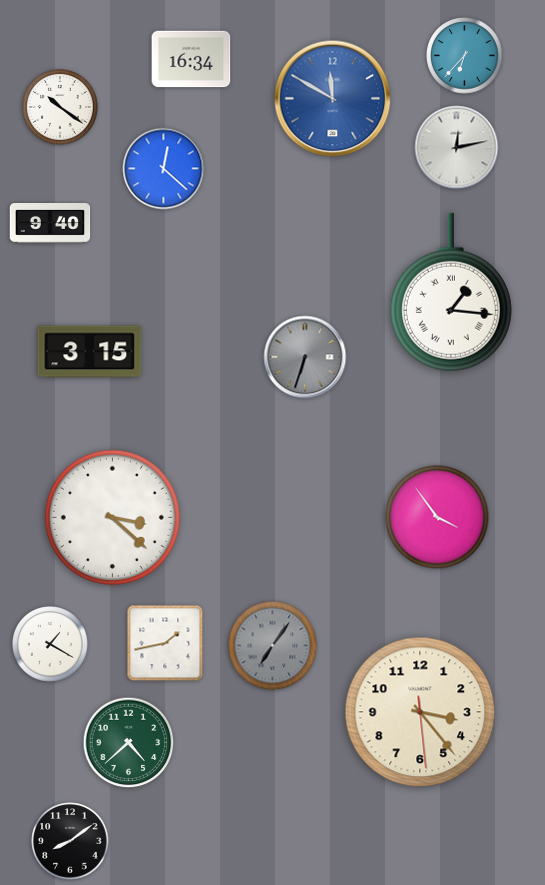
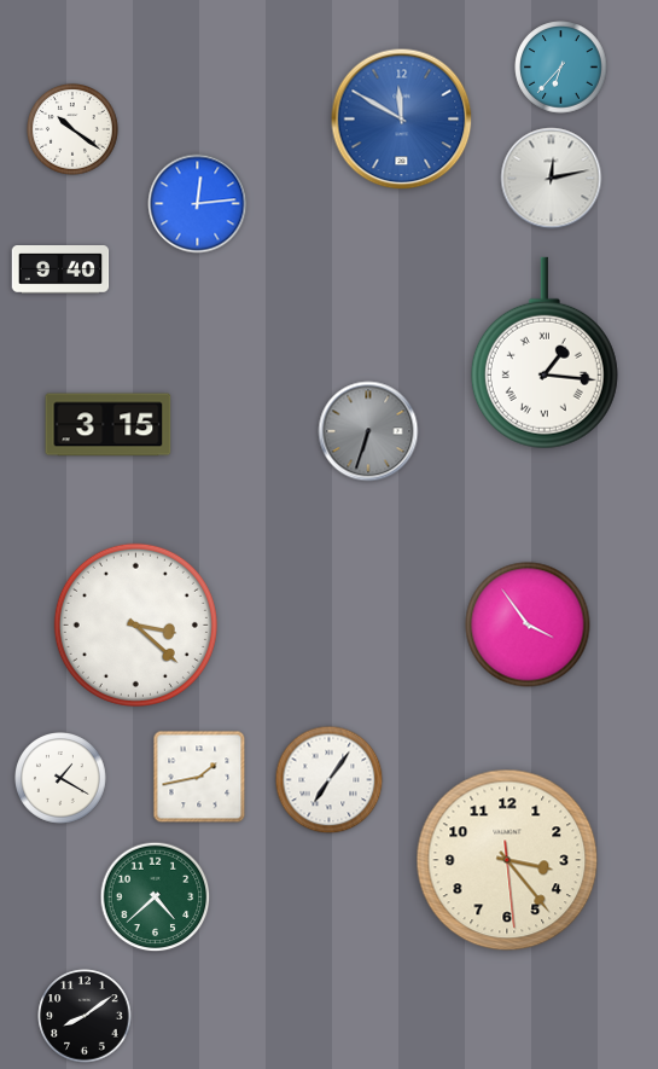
clock at (191, 59): 16:34 -> none
clock at (164, 169): 12:22 -> 12:14
clock at (273, 646) dial: grey -> white
